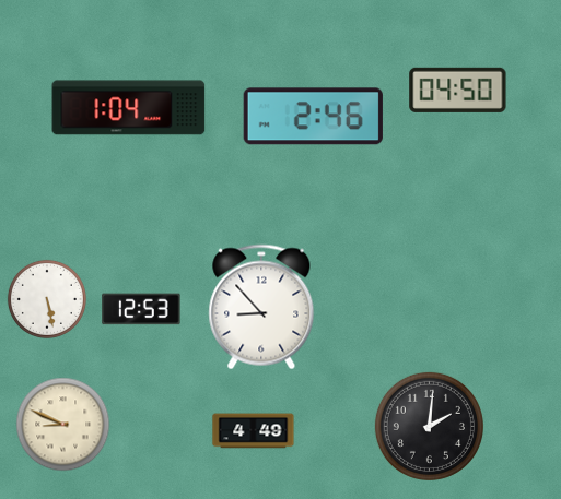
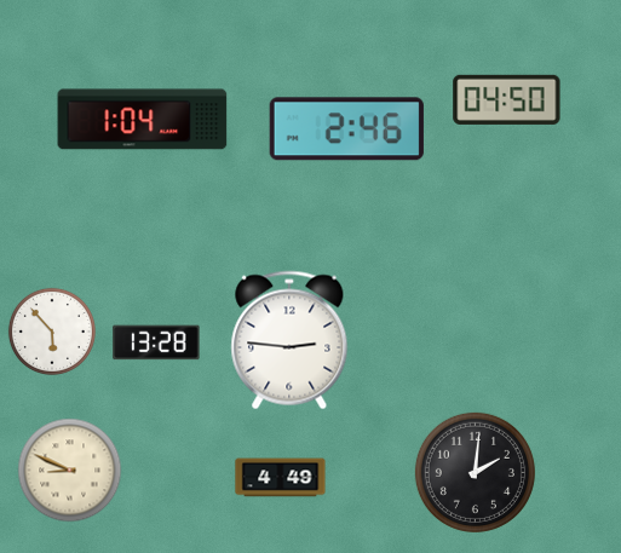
clock at (47, 299): 5:28 -> 5:53
clock at (261, 307): 8:53 -> 2:46
clock at (141, 309): 12:53 -> 13:28
